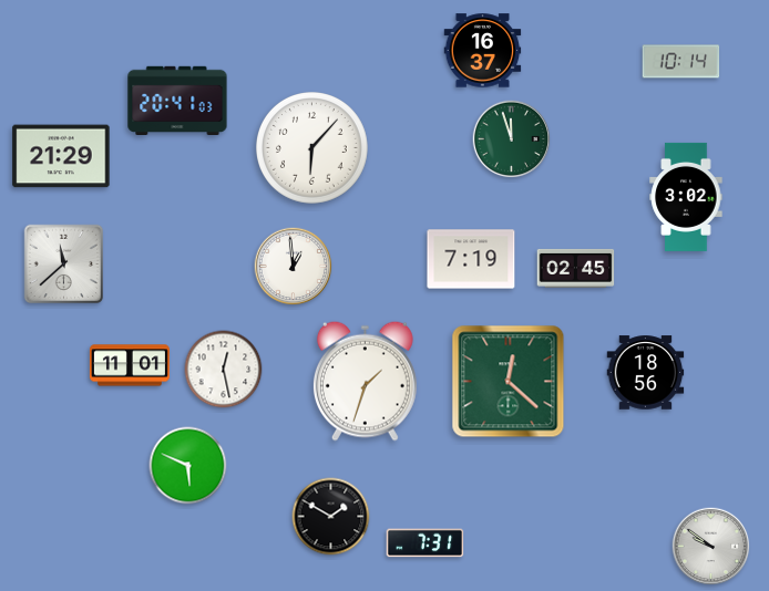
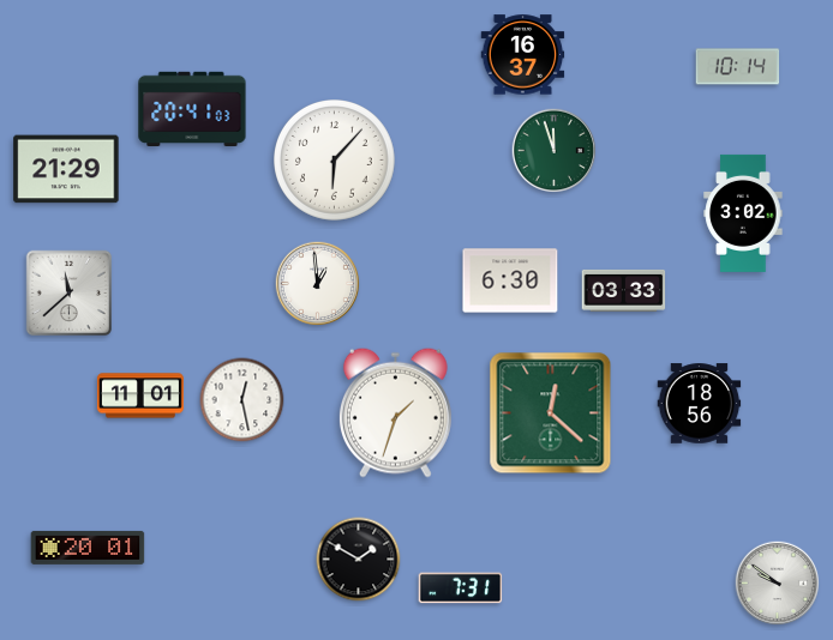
clock at (312, 148) position: (312, 148) -> (335, 161)
clock at (471, 259): 7:19 -> 6:30
clock at (64, 265) position: (64, 265) -> (70, 294)
clock at (294, 267) position: (294, 267) -> (318, 284)
clock at (576, 268): 02:45 -> 03:33
clock at (188, 466): 5:49 -> none
clock at (88, 548): none -> 20:01
clock at (711, 547) position: (711, 547) -> (778, 584)
